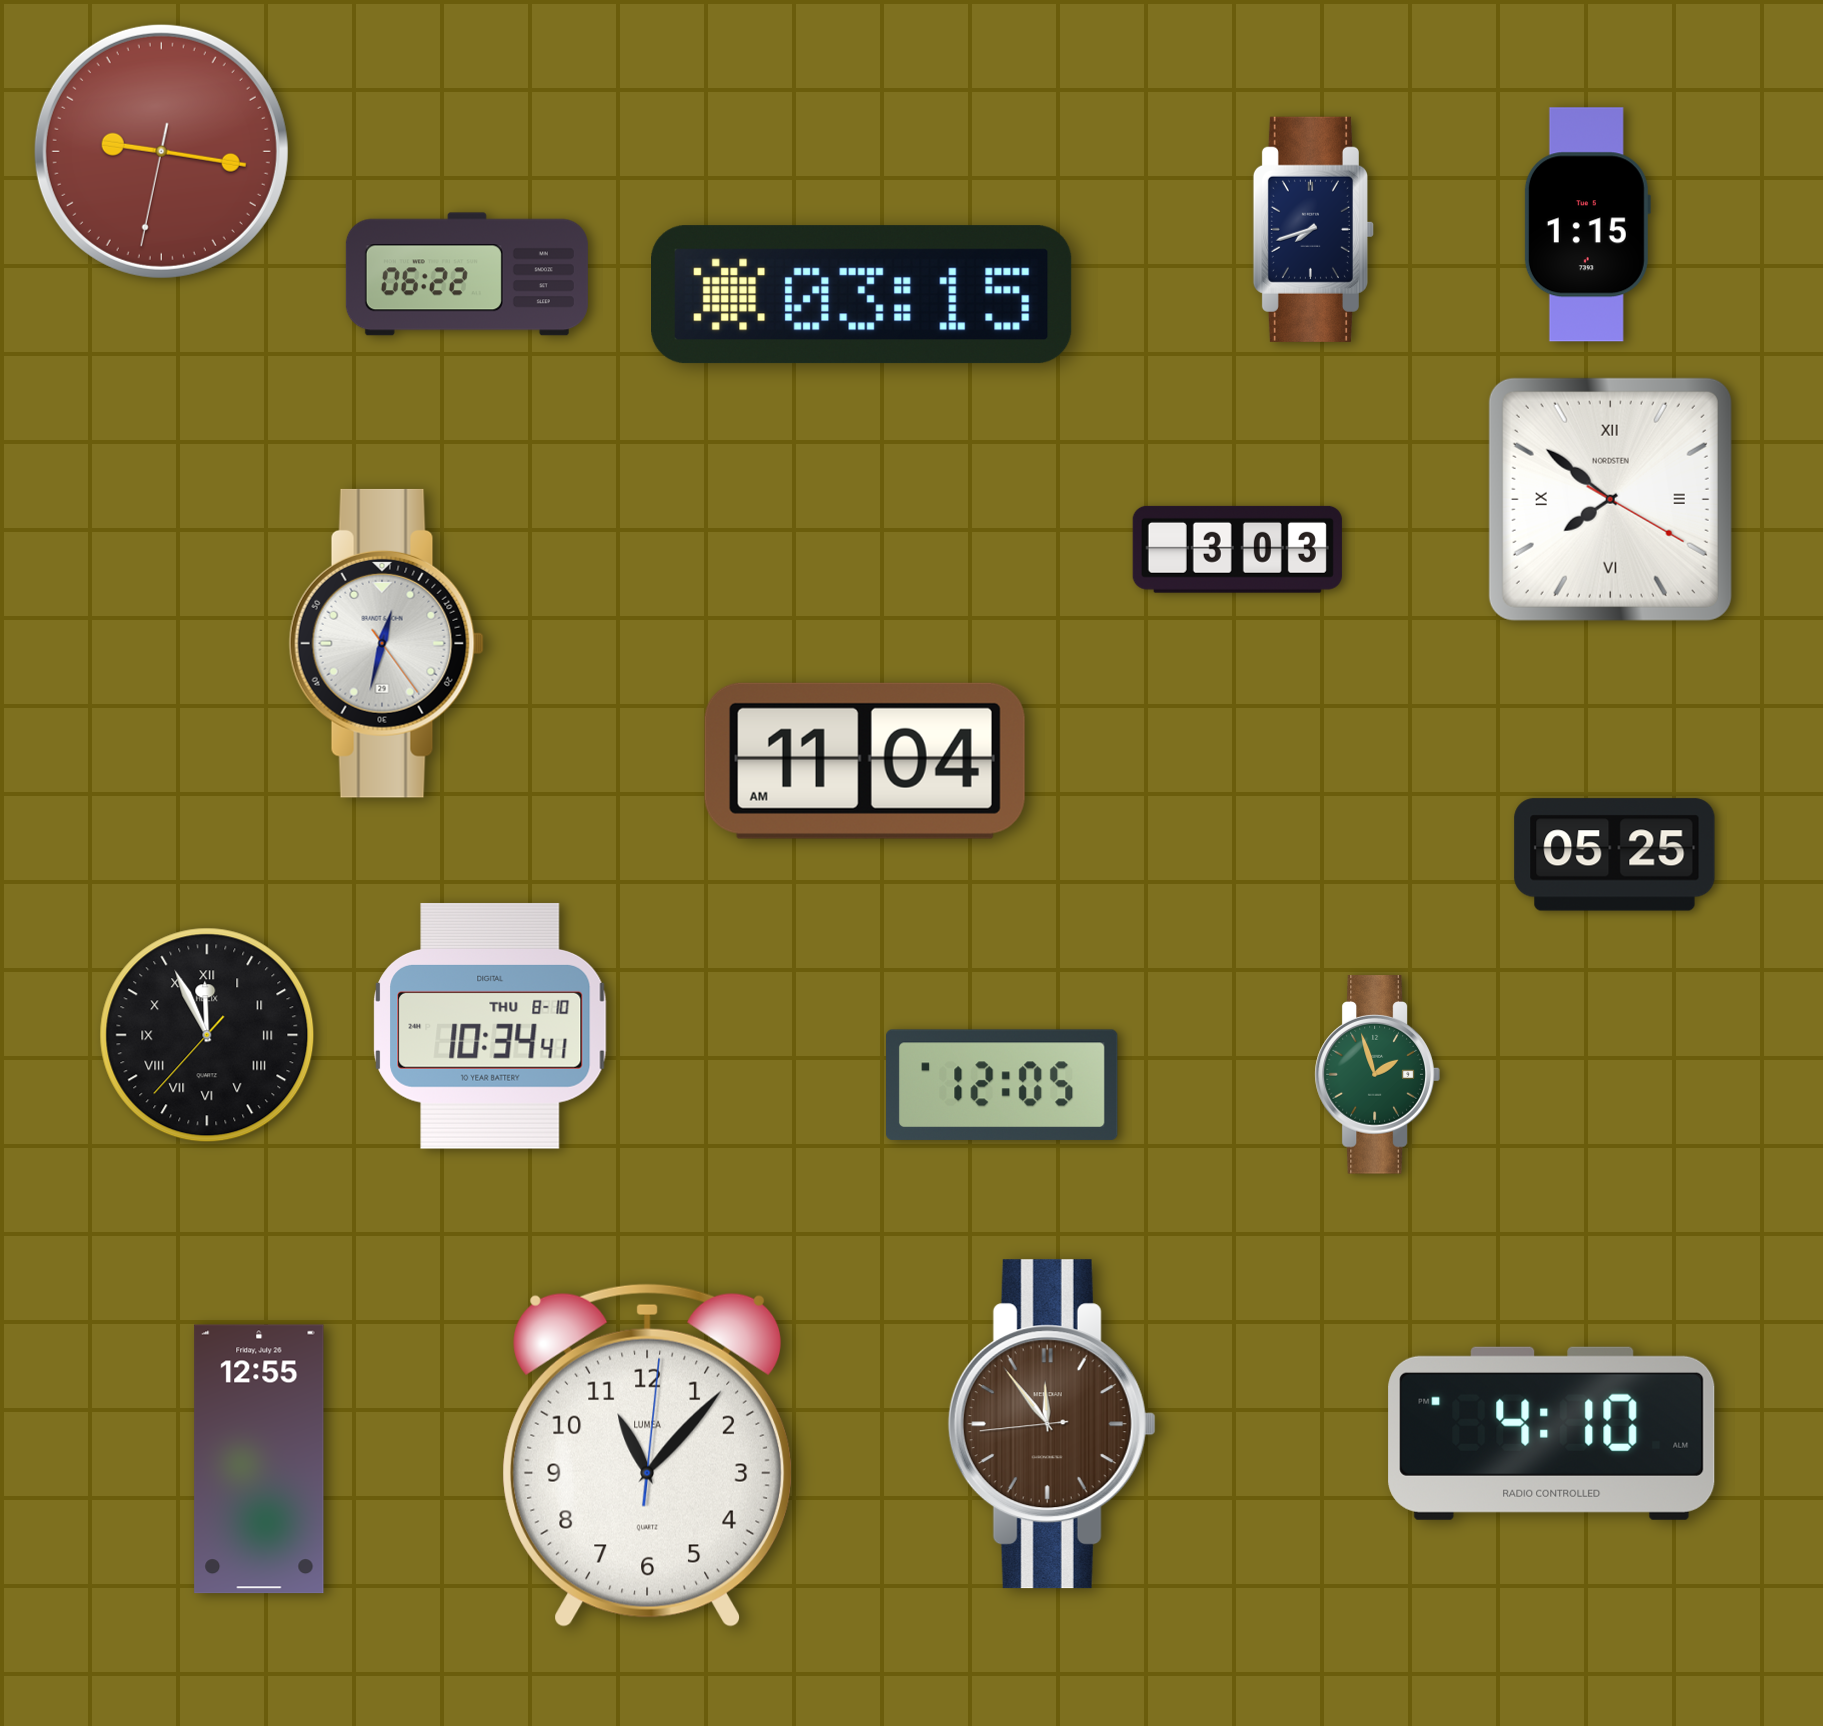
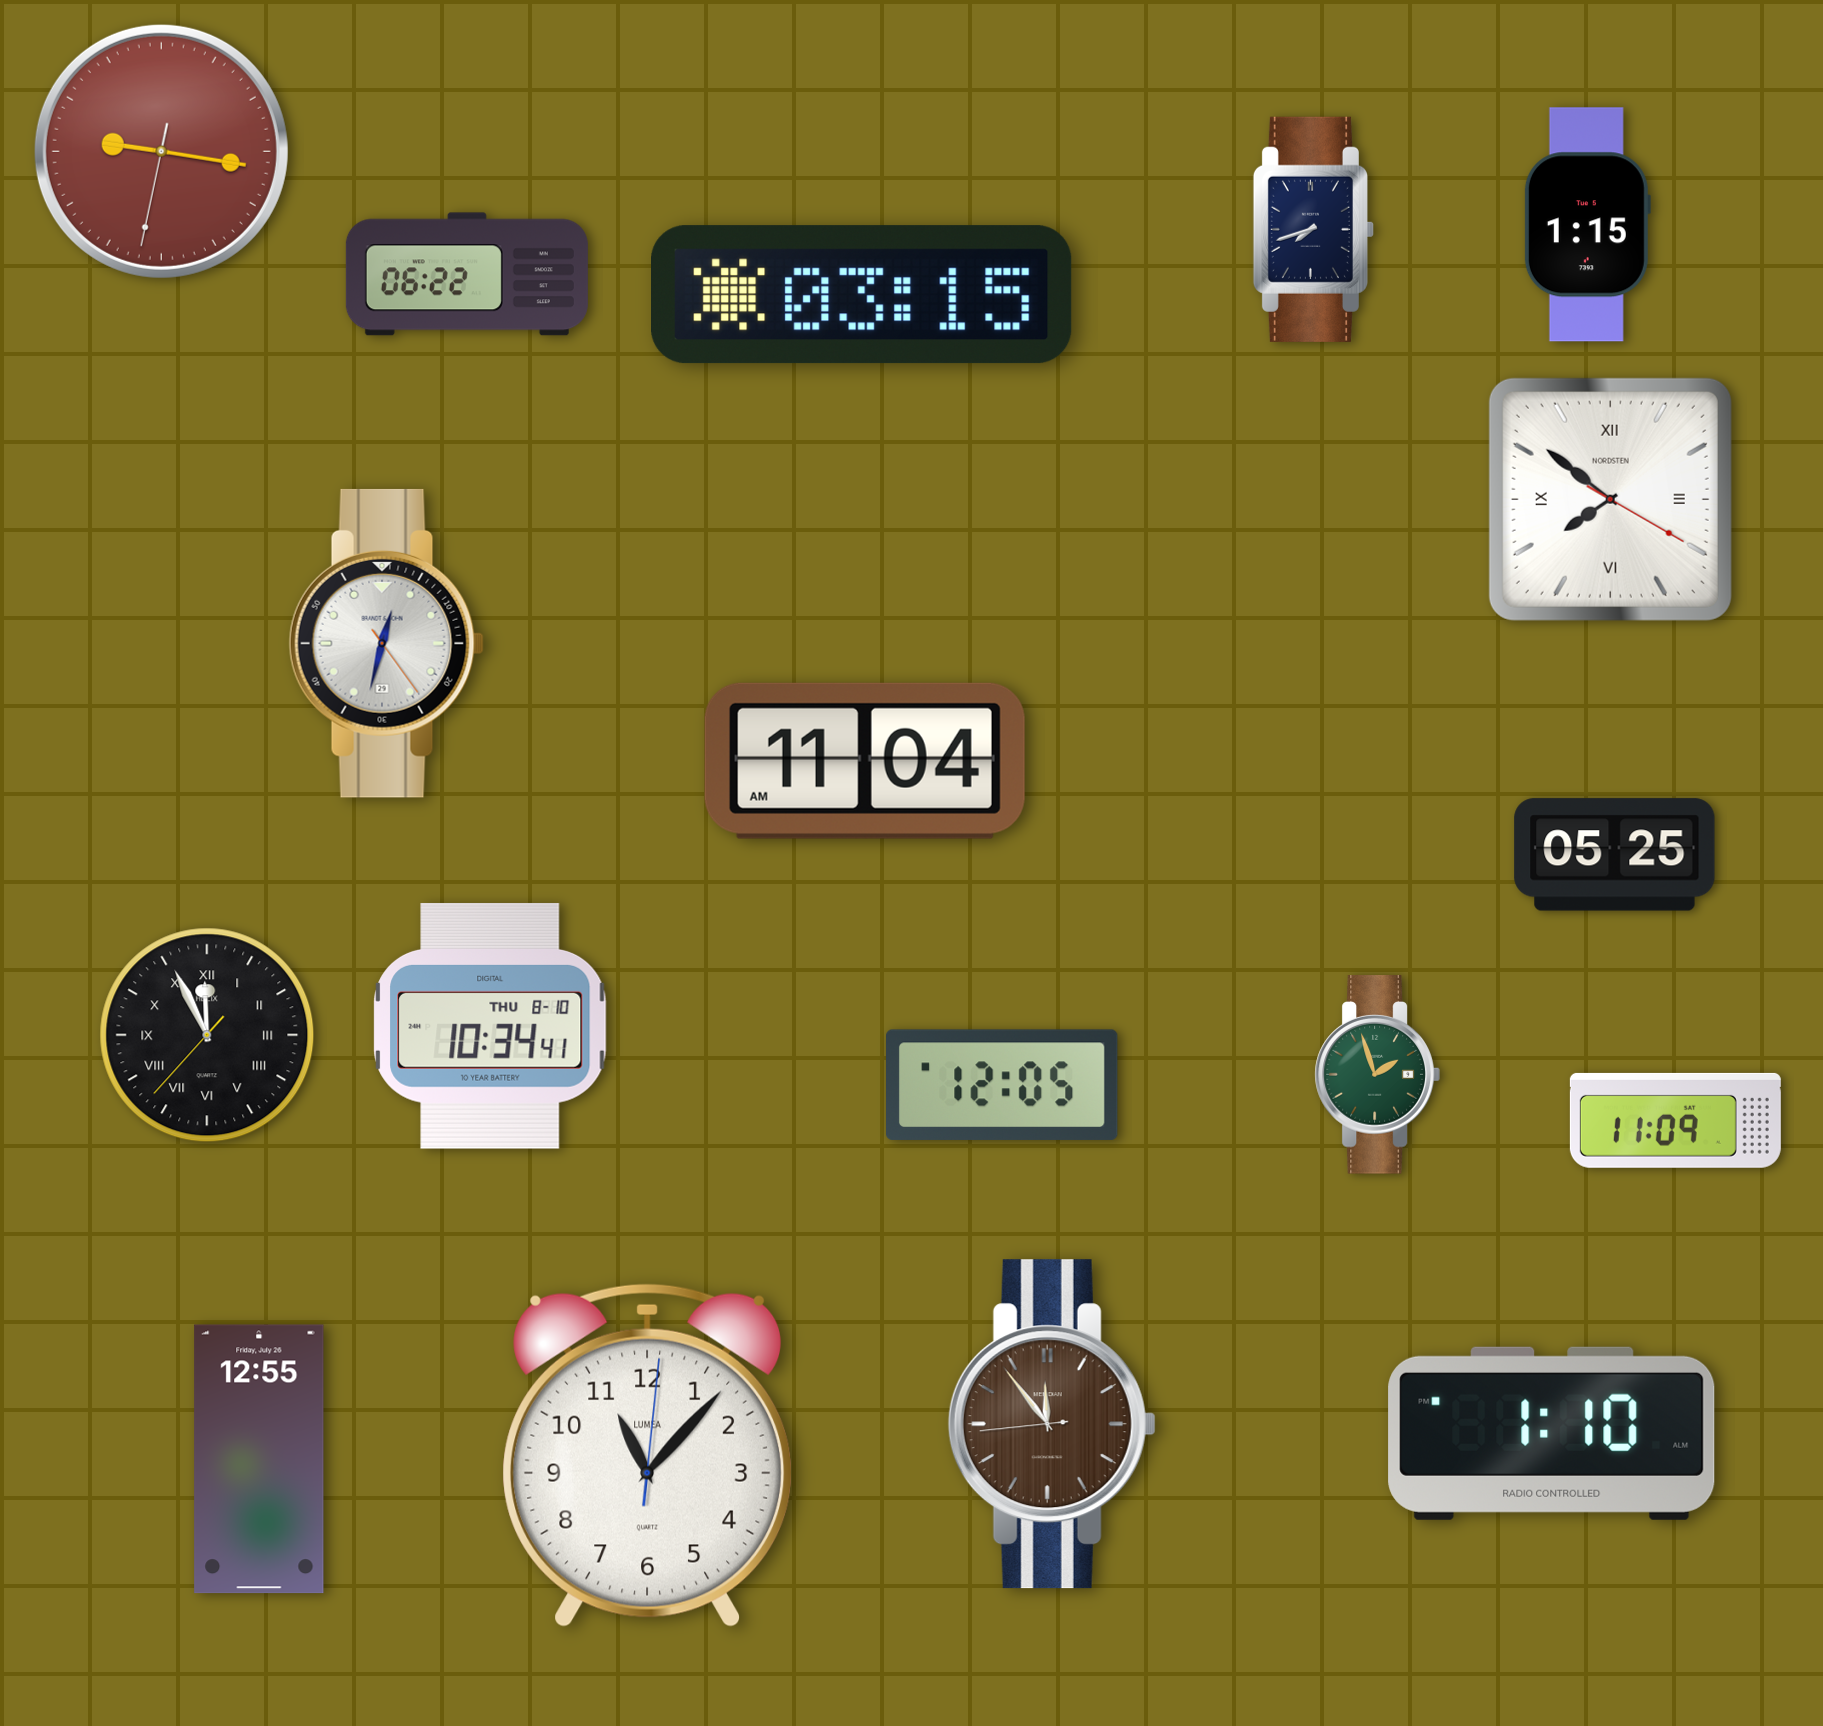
clock at (1237, 549): 3:03 -> none
clock at (1675, 1120): none -> 11:09
clock at (1552, 1433): 4:10 -> 1:10
